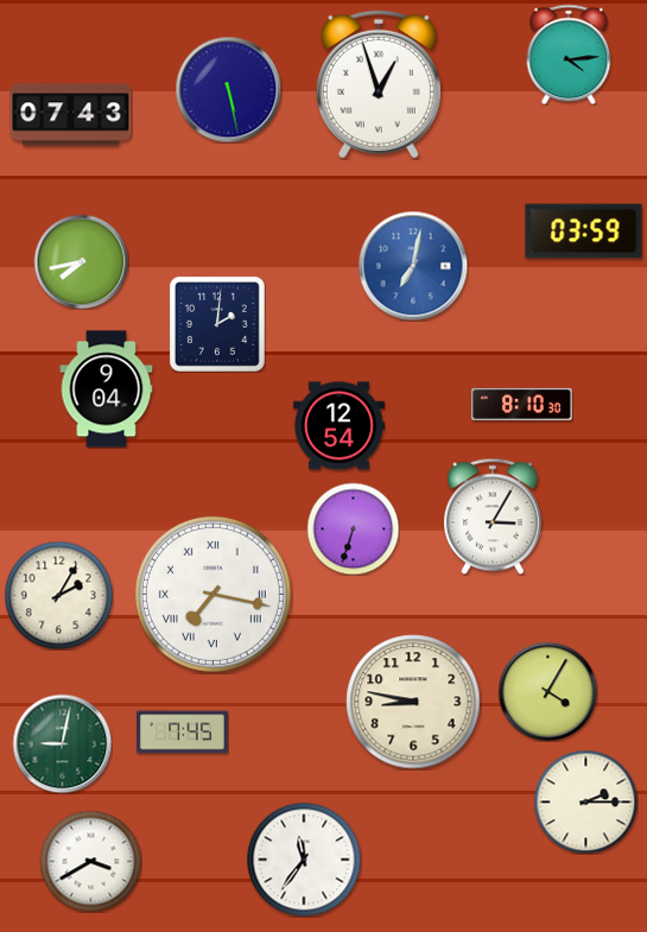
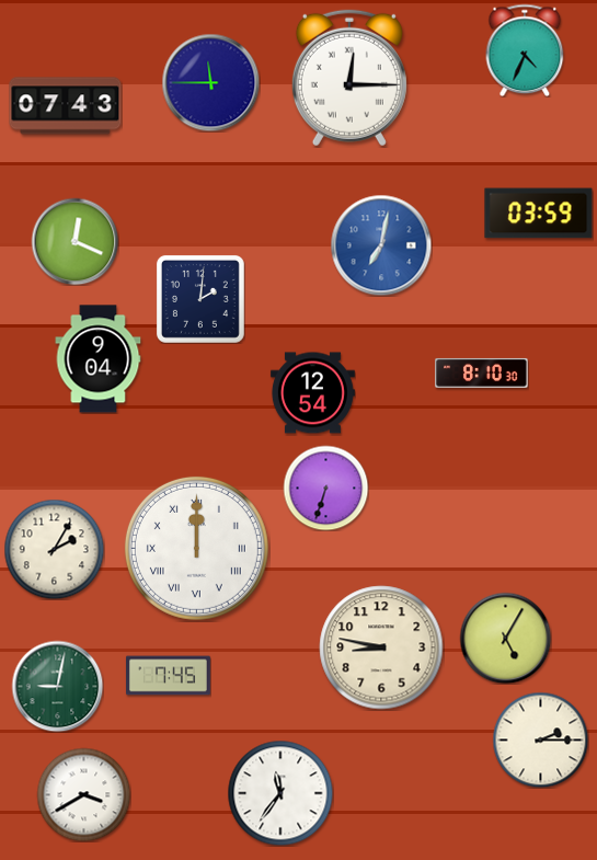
clock at (569, 55): 4:14 -> 4:34
clock at (379, 84): 12:57 -> 12:15
clock at (228, 89): 5:28 -> 11:45
clock at (81, 261): 7:43 -> 12:19
clock at (494, 516): 3:05 -> none
clock at (213, 594): 7:17 -> 12:00
clock at (547, 691): 4:05 -> 5:05
